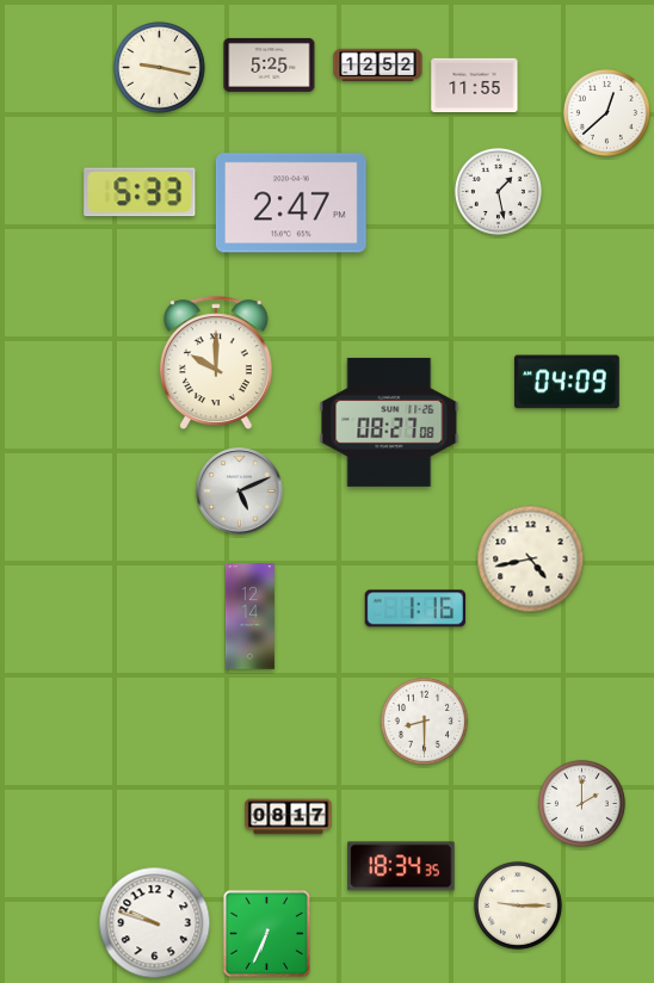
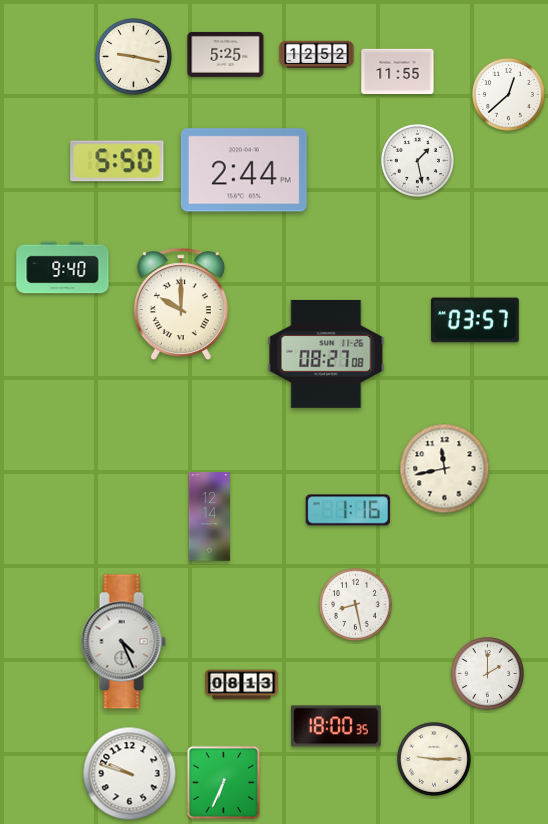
clock at (140, 192): 5:33 -> 5:50
clock at (291, 203): 2:47 -> 2:44
clock at (63, 268): none -> 9:40
clock at (567, 382): 04:09 -> 03:57
clock at (240, 491): 5:11 -> none
clock at (531, 559): 4:43 -> 11:43
clock at (424, 721): 8:30 -> 8:28
clock at (123, 642): none -> 4:26
clock at (289, 817): 08:17 -> 08:13
clock at (401, 866): 18:34 -> 18:00
